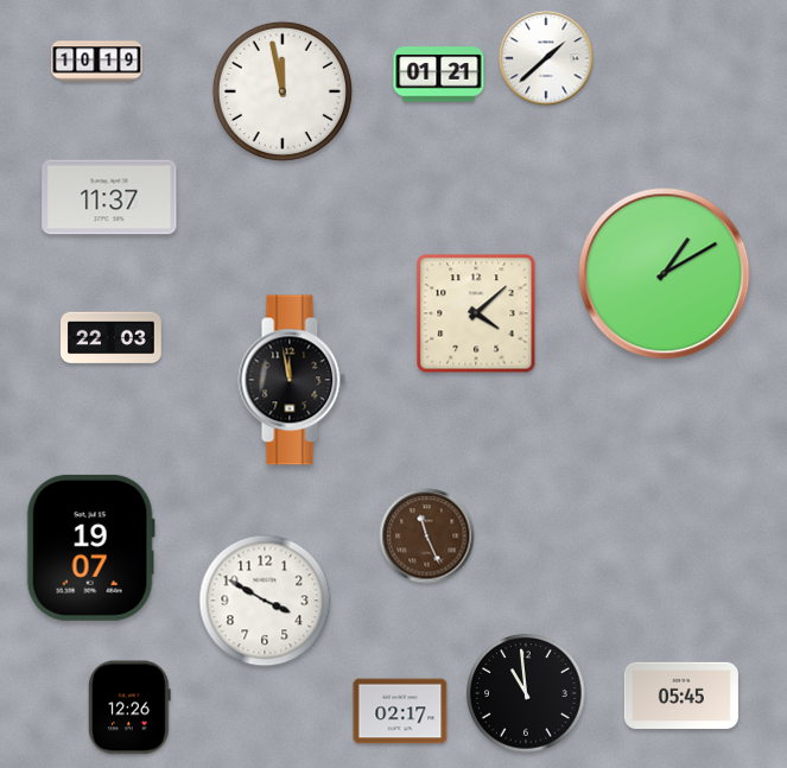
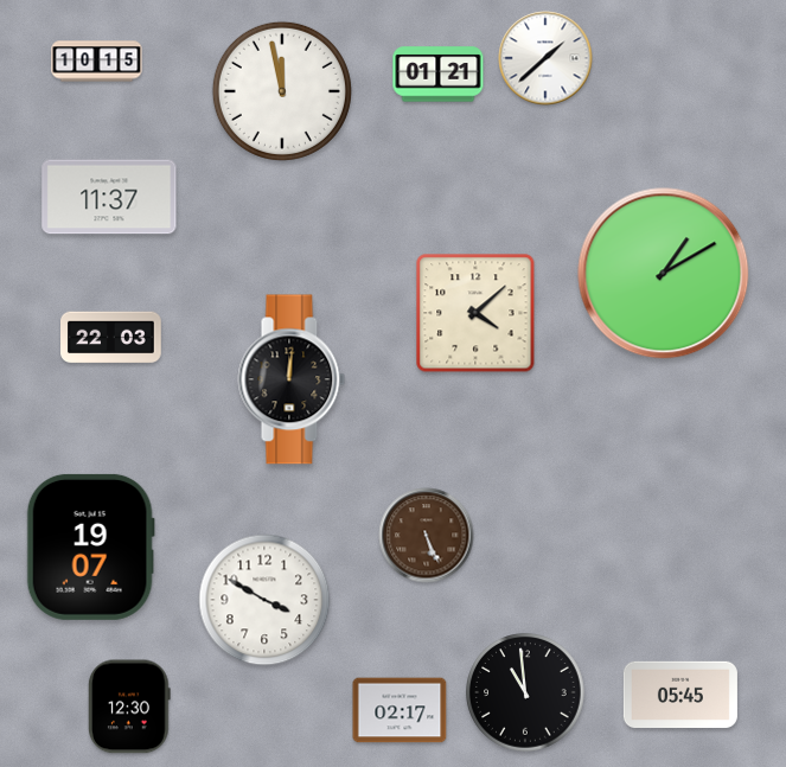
clock at (97, 62): 10:19 -> 10:15
clock at (292, 380): 11:58 -> 12:01
clock at (427, 537): 11:26 -> 5:26
clock at (129, 707): 12:26 -> 12:30
